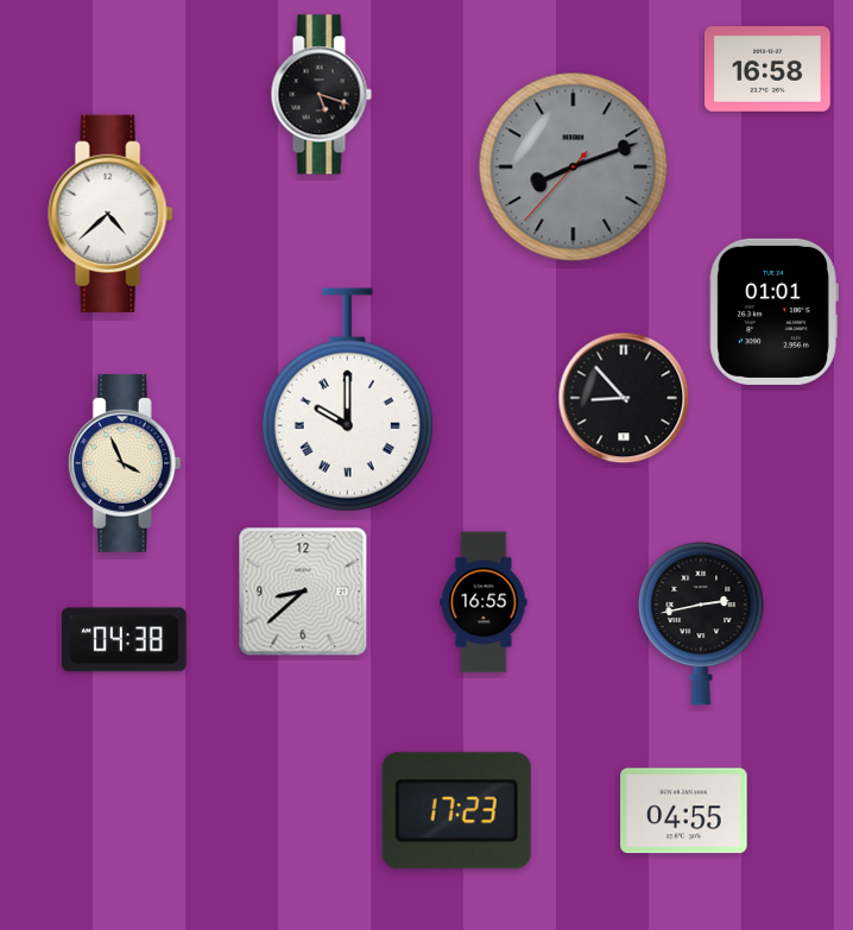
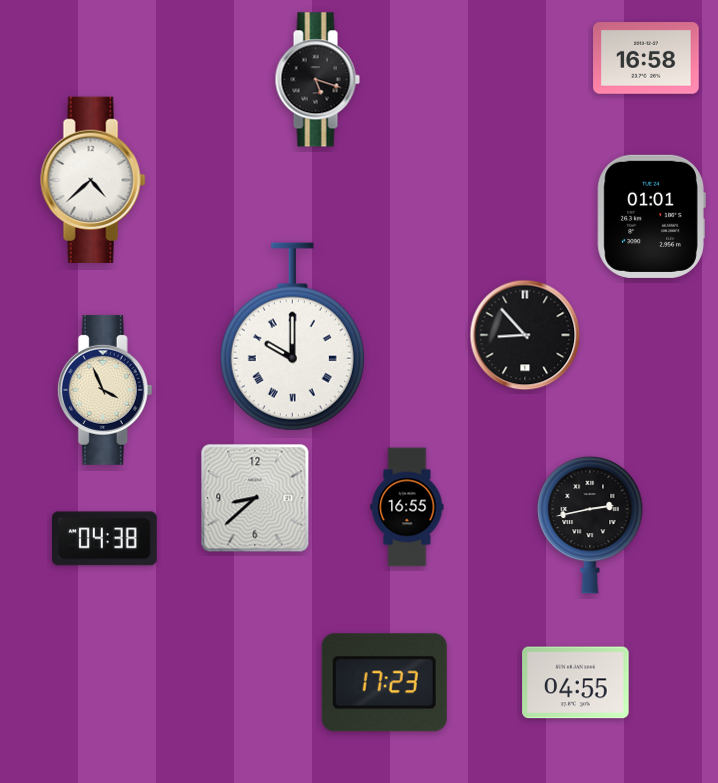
clock at (321, 95) position: (321, 95) -> (317, 80)
clock at (574, 167): 8:11 -> none
clock at (773, 311) position: (773, 311) -> (651, 216)
